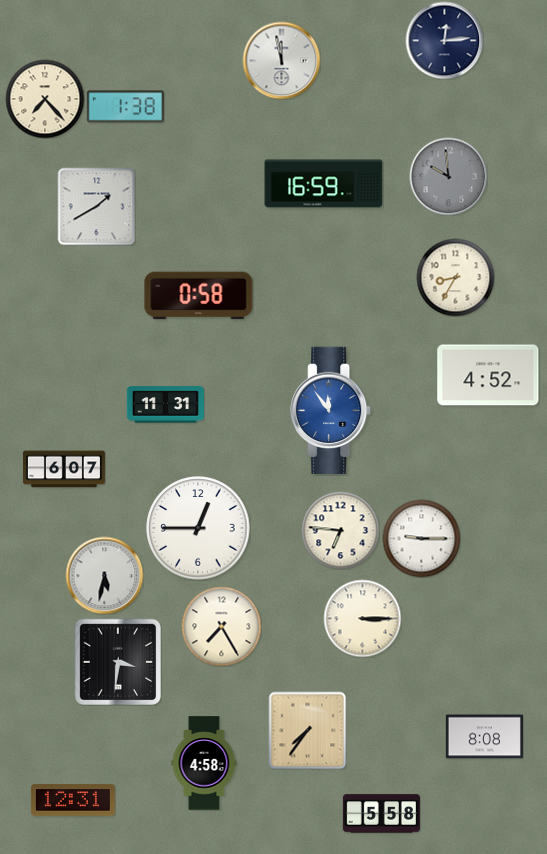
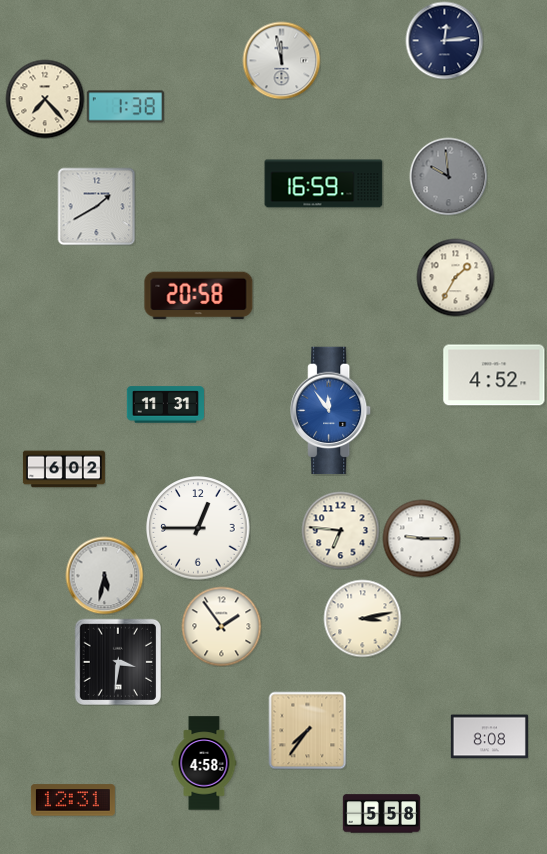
clock at (455, 277): 8:35 -> 1:35
clock at (199, 296): 0:58 -> 20:58
clock at (488, 375) position: (488, 375) -> (494, 375)
clock at (64, 469): 6:07 -> 6:02
clock at (362, 618): 3:15 -> 3:13
clock at (221, 626): 7:25 -> 1:54
clock at (484, 737) position: (484, 737) -> (489, 737)
